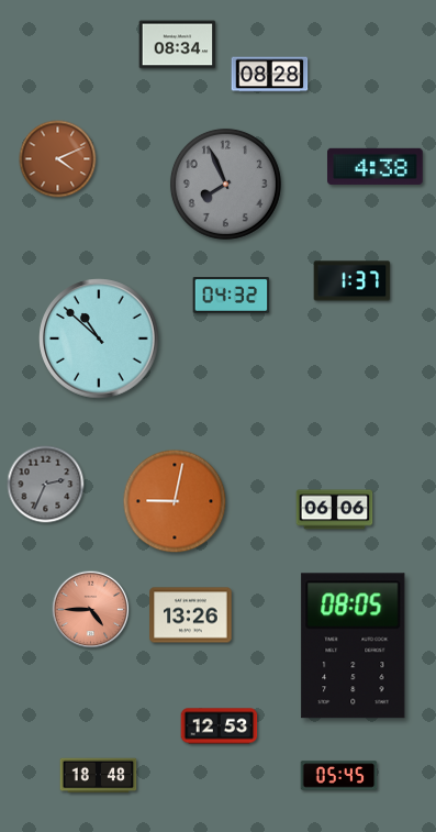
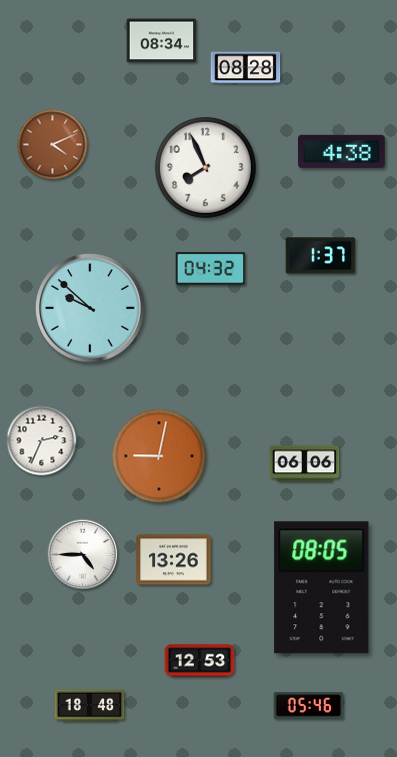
clock at (225, 184) dial: grey -> white
clock at (99, 339): 10:52 -> 9:52
clock at (46, 485) dial: grey -> white
clock at (91, 610) dial: salmon -> white
clock at (339, 776): 05:45 -> 05:46
